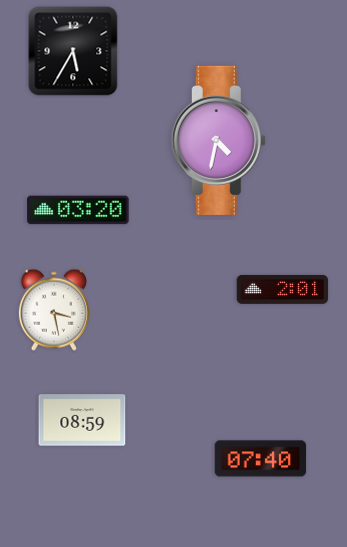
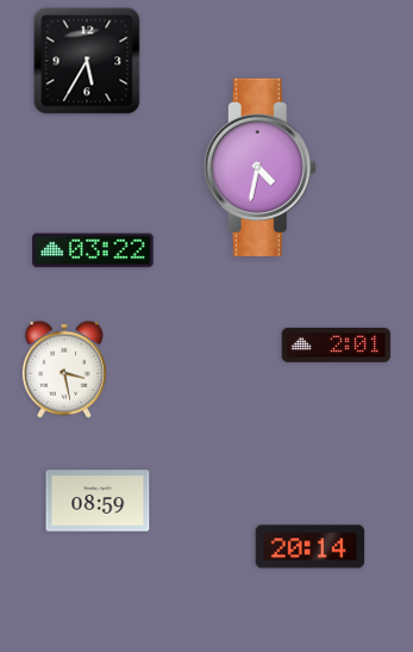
clock at (78, 210): 03:20 -> 03:22
clock at (261, 459): 07:40 -> 20:14
